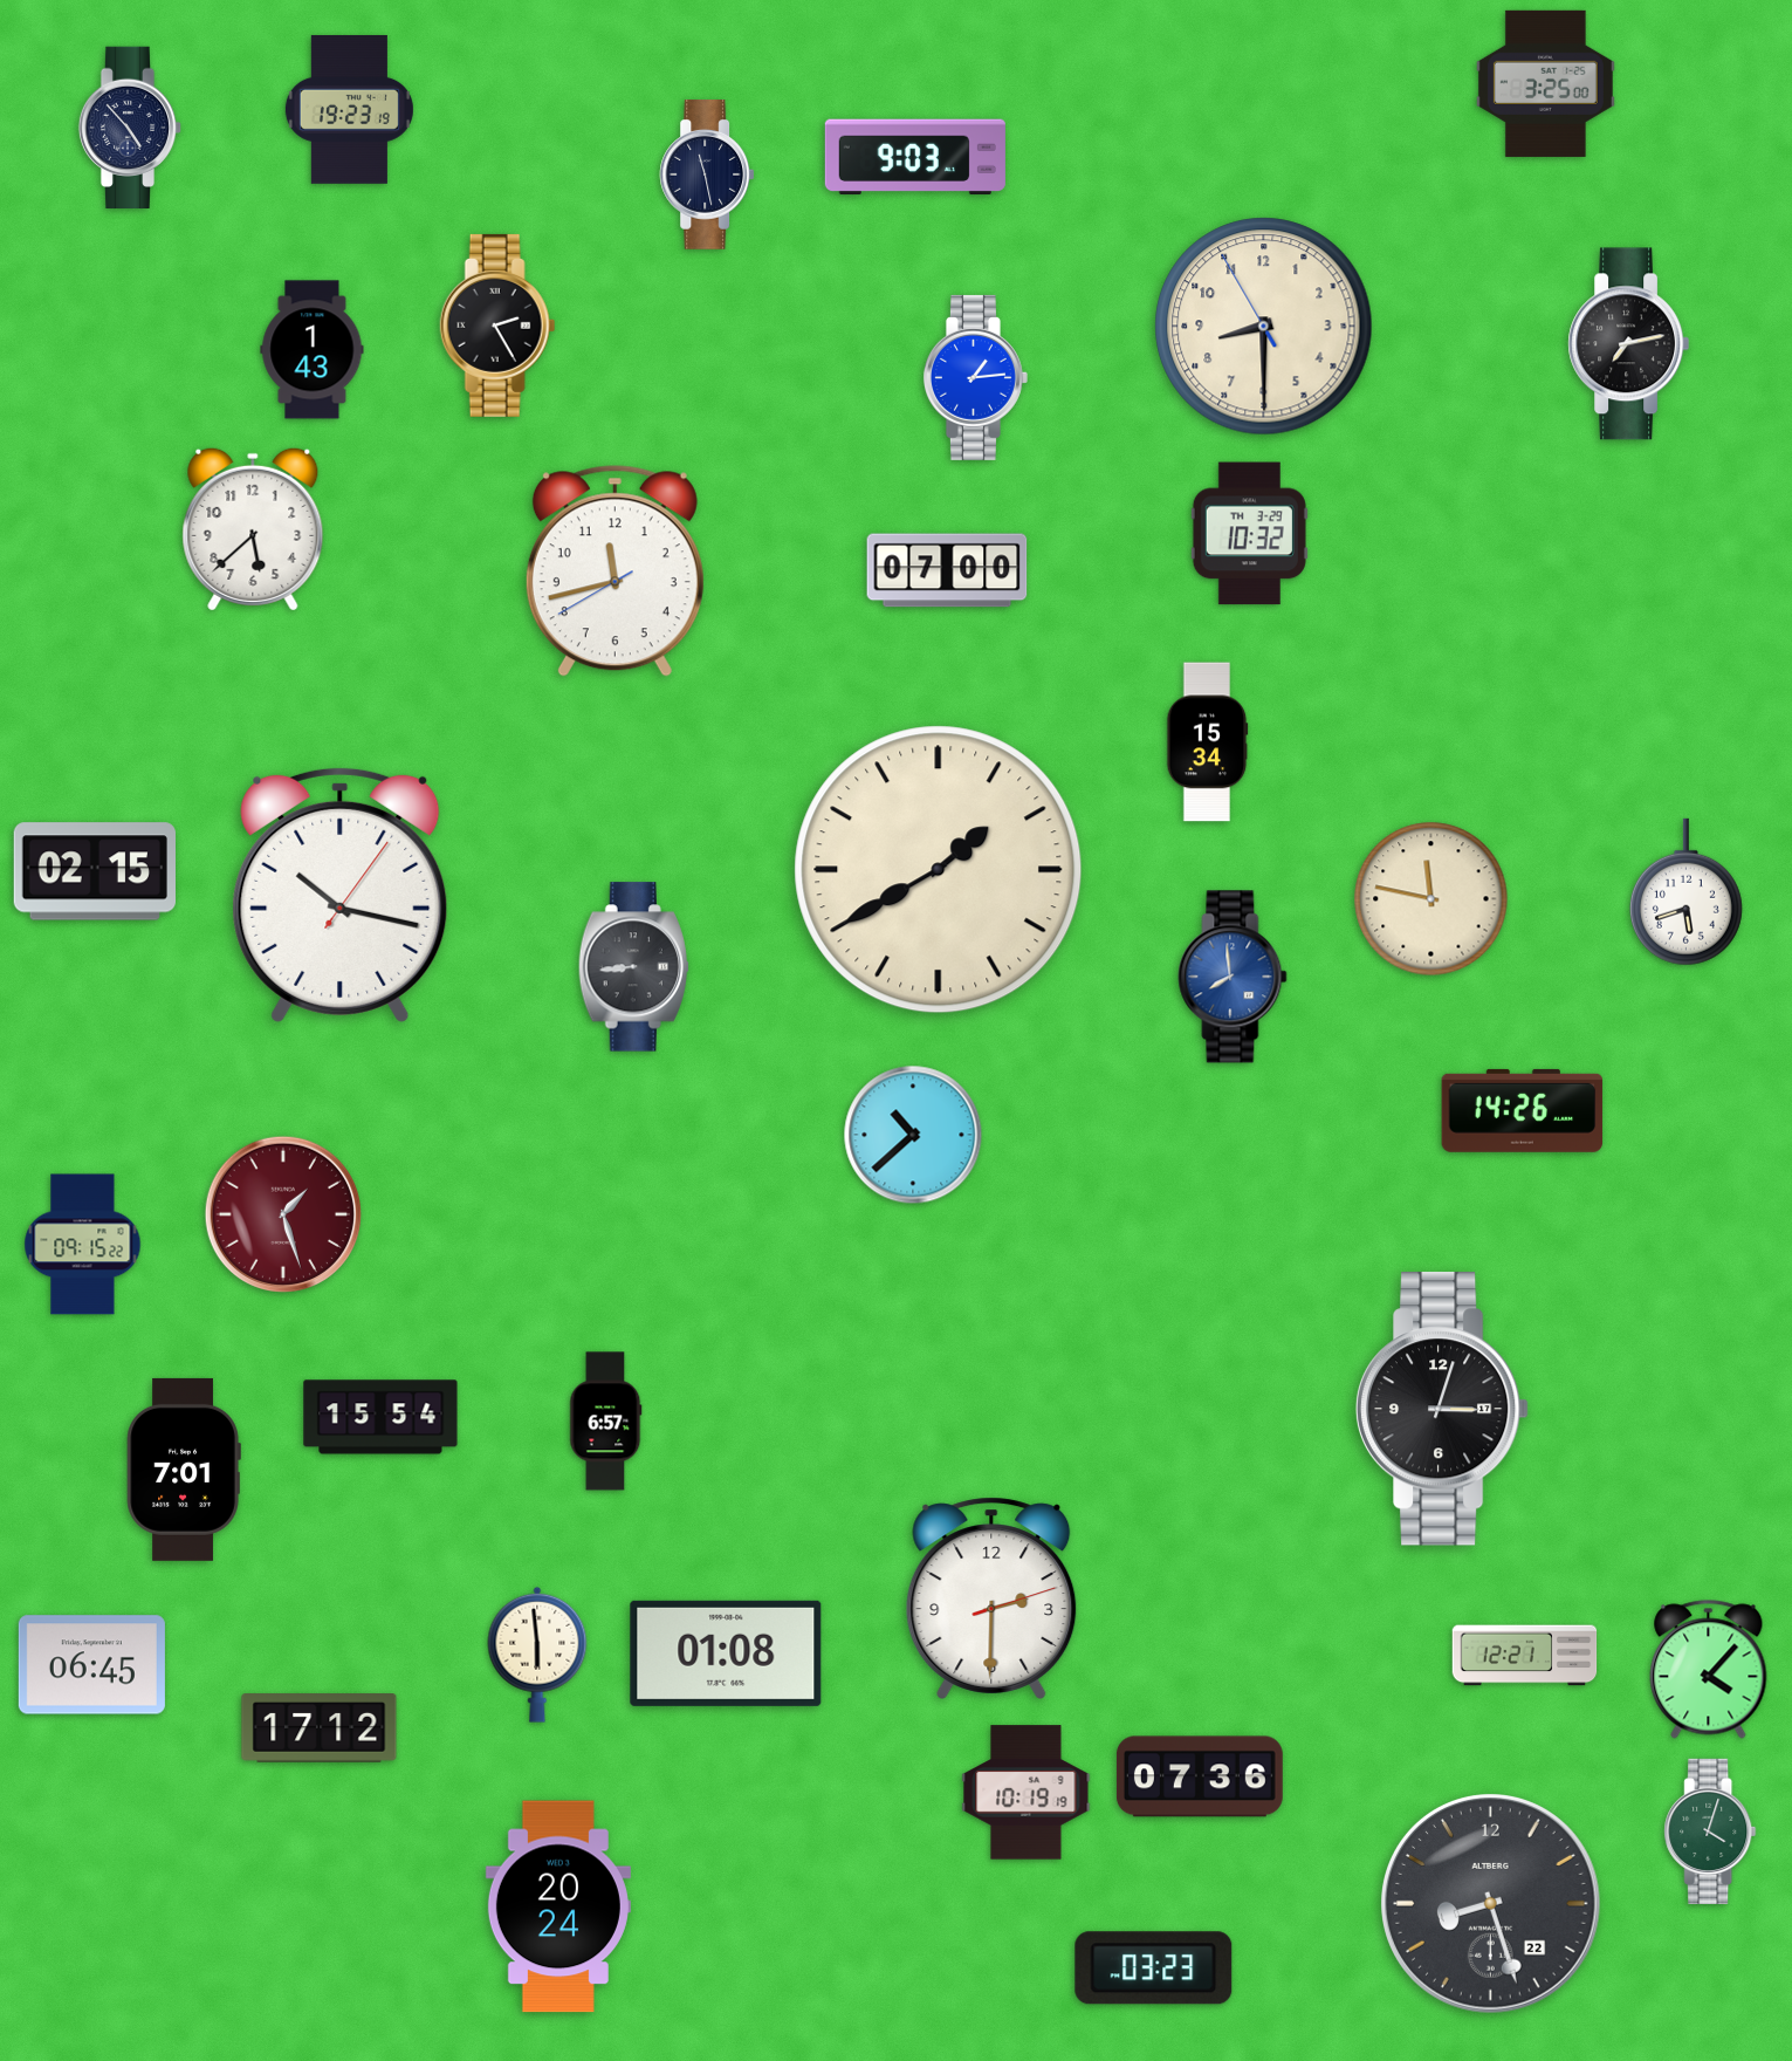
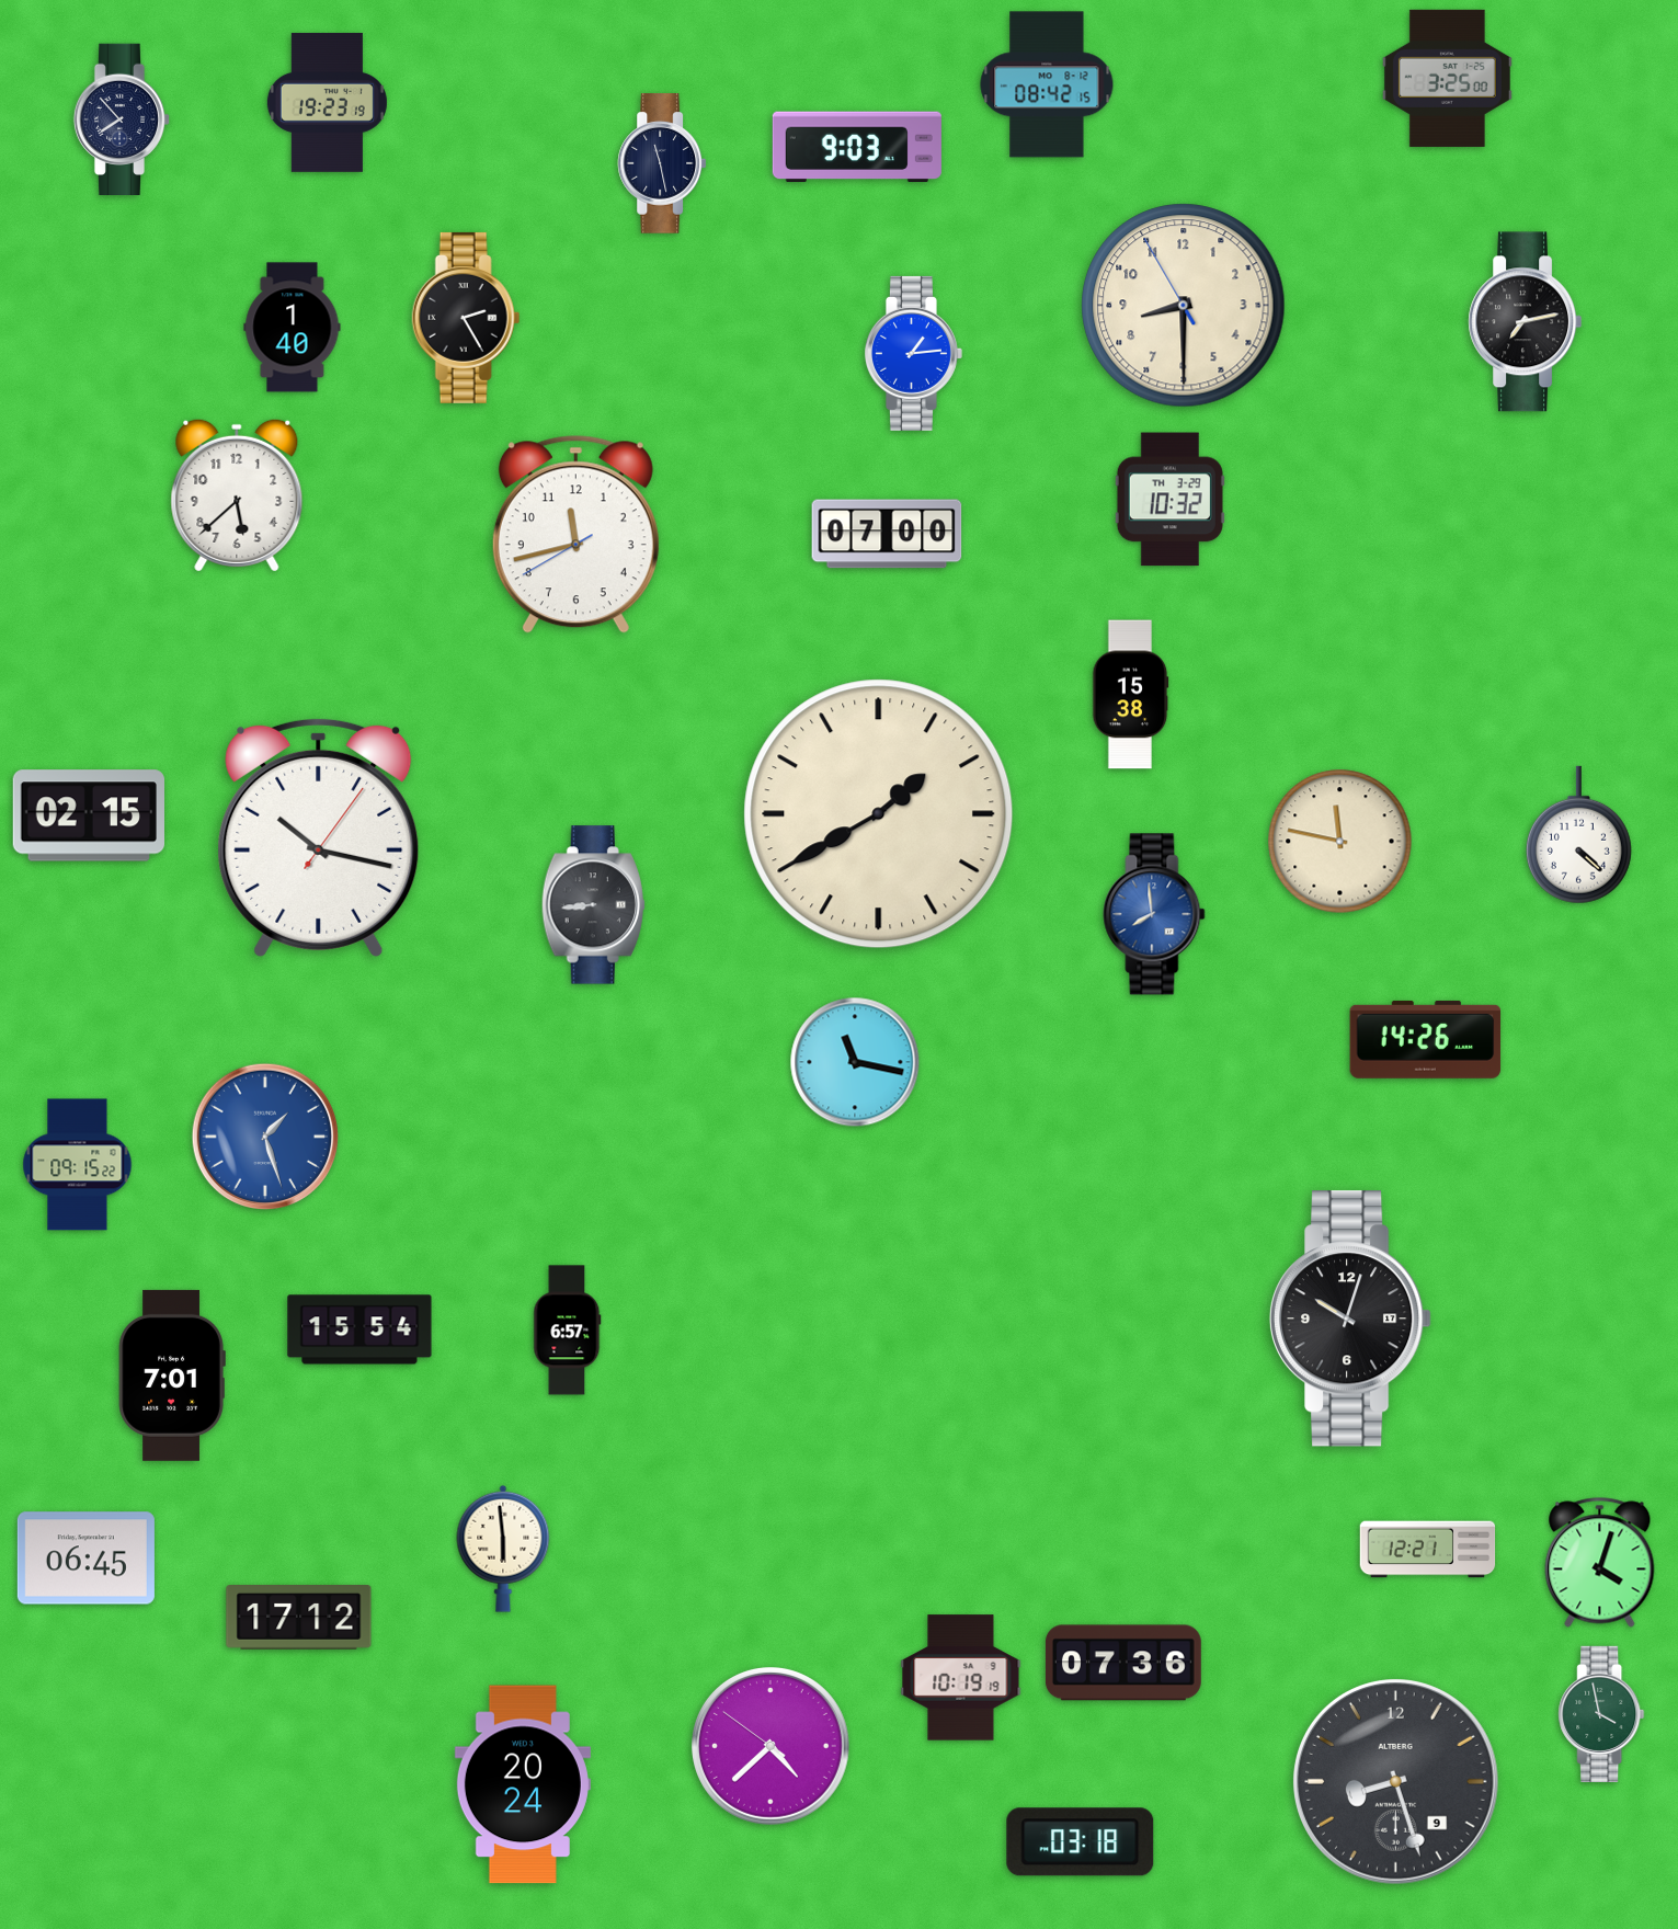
clock at (1047, 84): none -> 08:42
clock at (130, 126): 4:53 -> 7:53
clock at (497, 326) position: (497, 326) -> (466, 318)
clock at (313, 350): 1:43 -> 1:40
clock at (1207, 742): 15:34 -> 15:38
clock at (1685, 892): 5:42 -> 4:22
clock at (913, 1135): 10:38 -> 11:17
clock at (283, 1214) dial: burgundy -> blue
clock at (1442, 1409): 3:03 -> 10:03
clock at (380, 1417) position: (380, 1417) -> (359, 1329)
clock at (991, 1598): 2:30 -> none
clock at (726, 1653): 01:08 -> none
clock at (1709, 1670): 4:07 -> 4:03
clock at (1710, 1831): 4:03 -> 3:58
clock at (770, 1746): none -> 4:37
clock at (1491, 1904) date: 22 -> 9
clock at (1154, 1968): 03:23 -> 03:18
